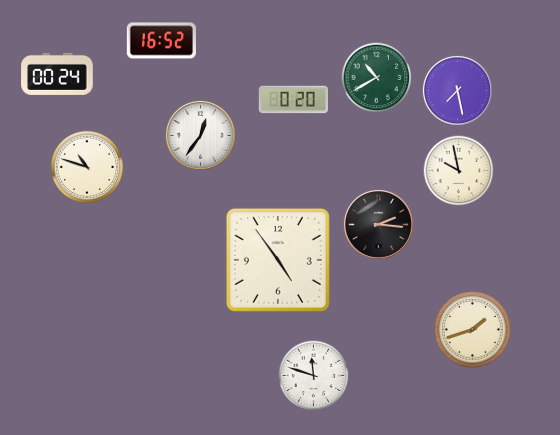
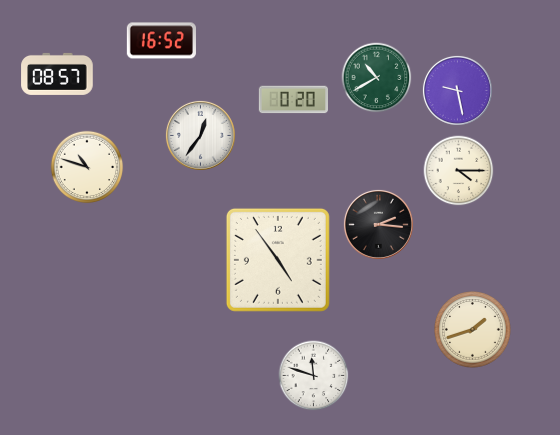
clock at (57, 74): 00:24 -> 08:57
clock at (457, 90): 7:28 -> 9:28
clock at (459, 171): 9:58 -> 4:15
